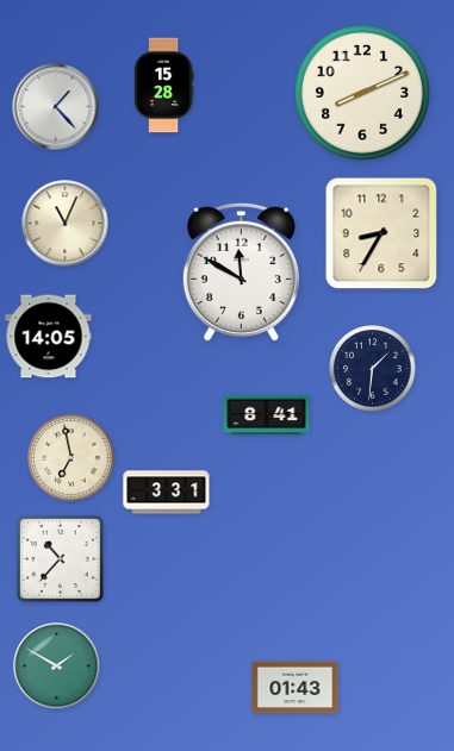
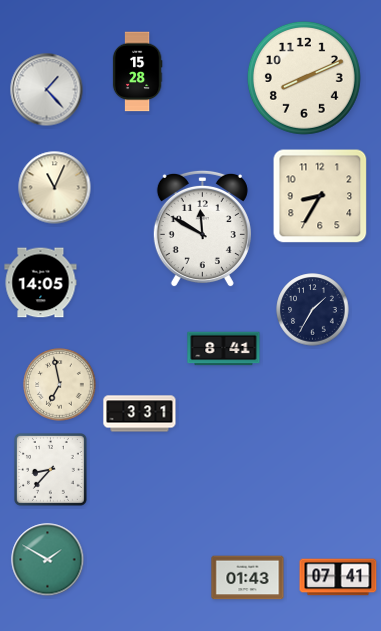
clock at (373, 369): 1:31 -> 1:35
clock at (61, 559): 10:37 -> 8:37
clock at (338, 577): none -> 07:41
